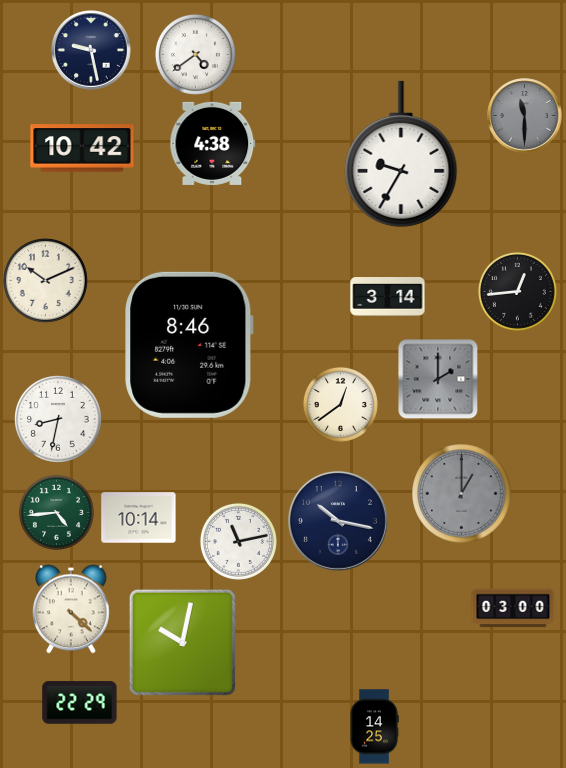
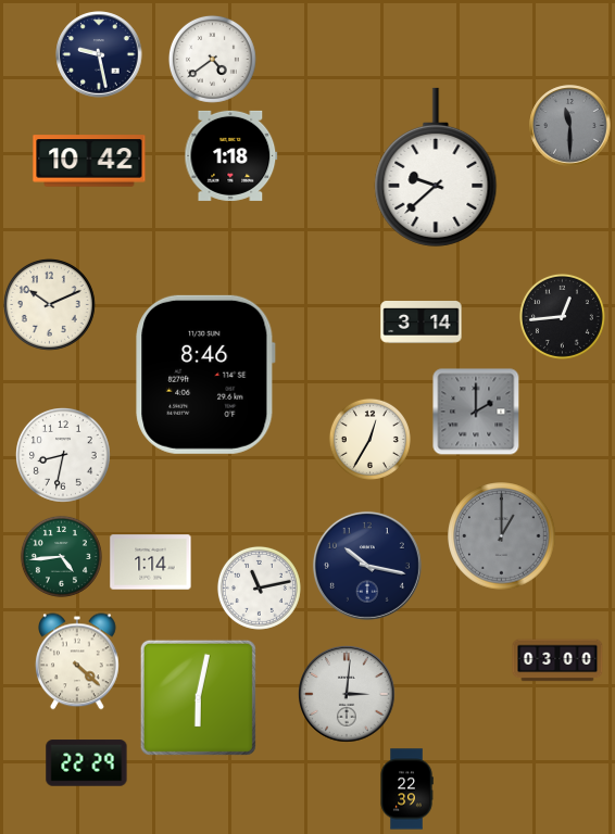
clock at (213, 143): 4:38 -> 1:18
clock at (401, 154): 9:35 -> 9:38
clock at (340, 404): 12:39 -> 12:35
clock at (139, 518): 10:14 -> 1:14
clock at (348, 695): none -> 3:01
clock at (182, 642): 10:02 -> 6:02
clock at (374, 727): 14:25 -> 22:39
